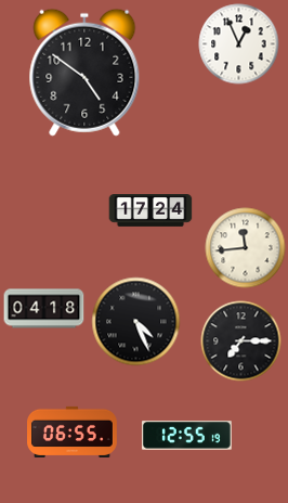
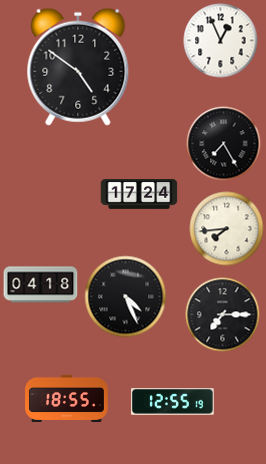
clock at (224, 144): none -> 7:25
clock at (246, 248): 11:44 -> 7:44
clock at (73, 431): 06:55 -> 18:55
